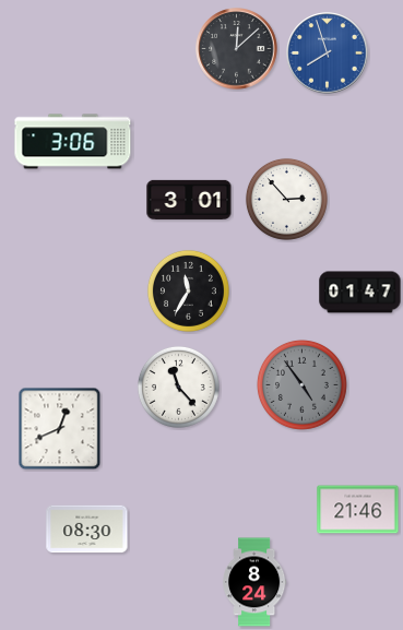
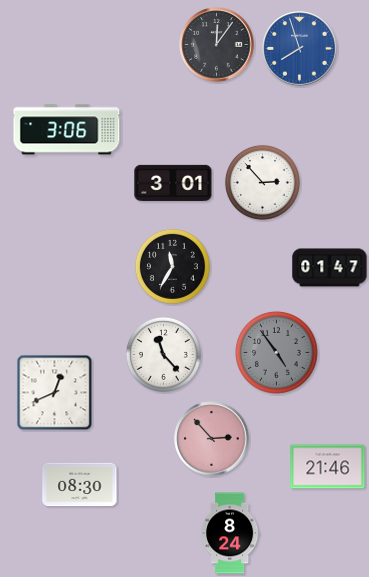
clock at (237, 49): 12:08 -> 12:06
clock at (212, 439): none -> 2:53
clock at (254, 582) position: (254, 582) -> (230, 533)
